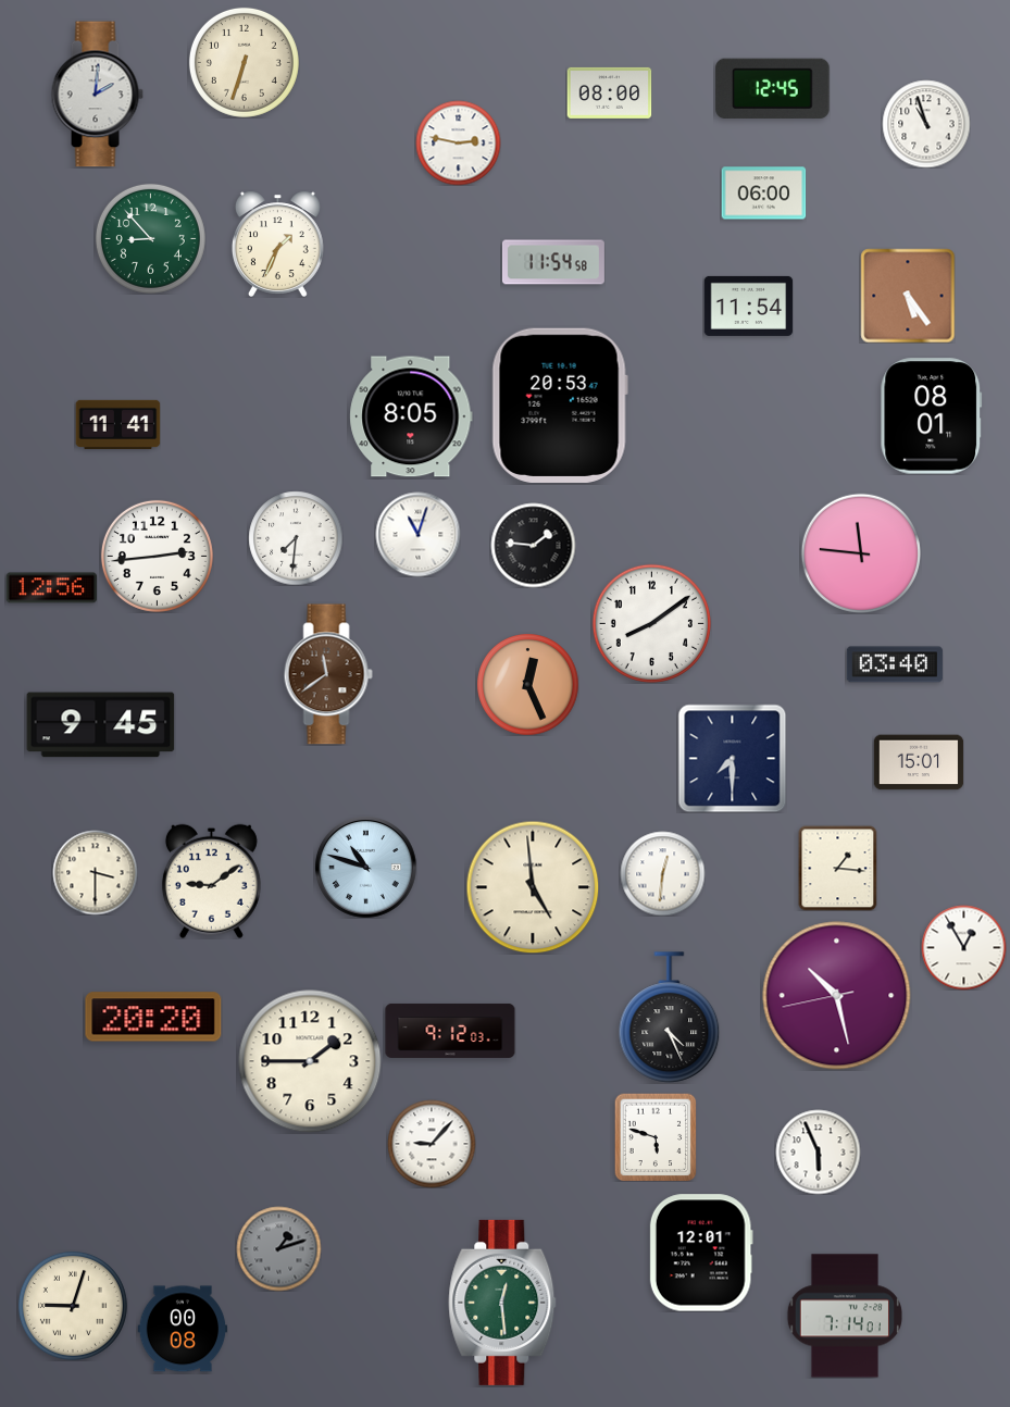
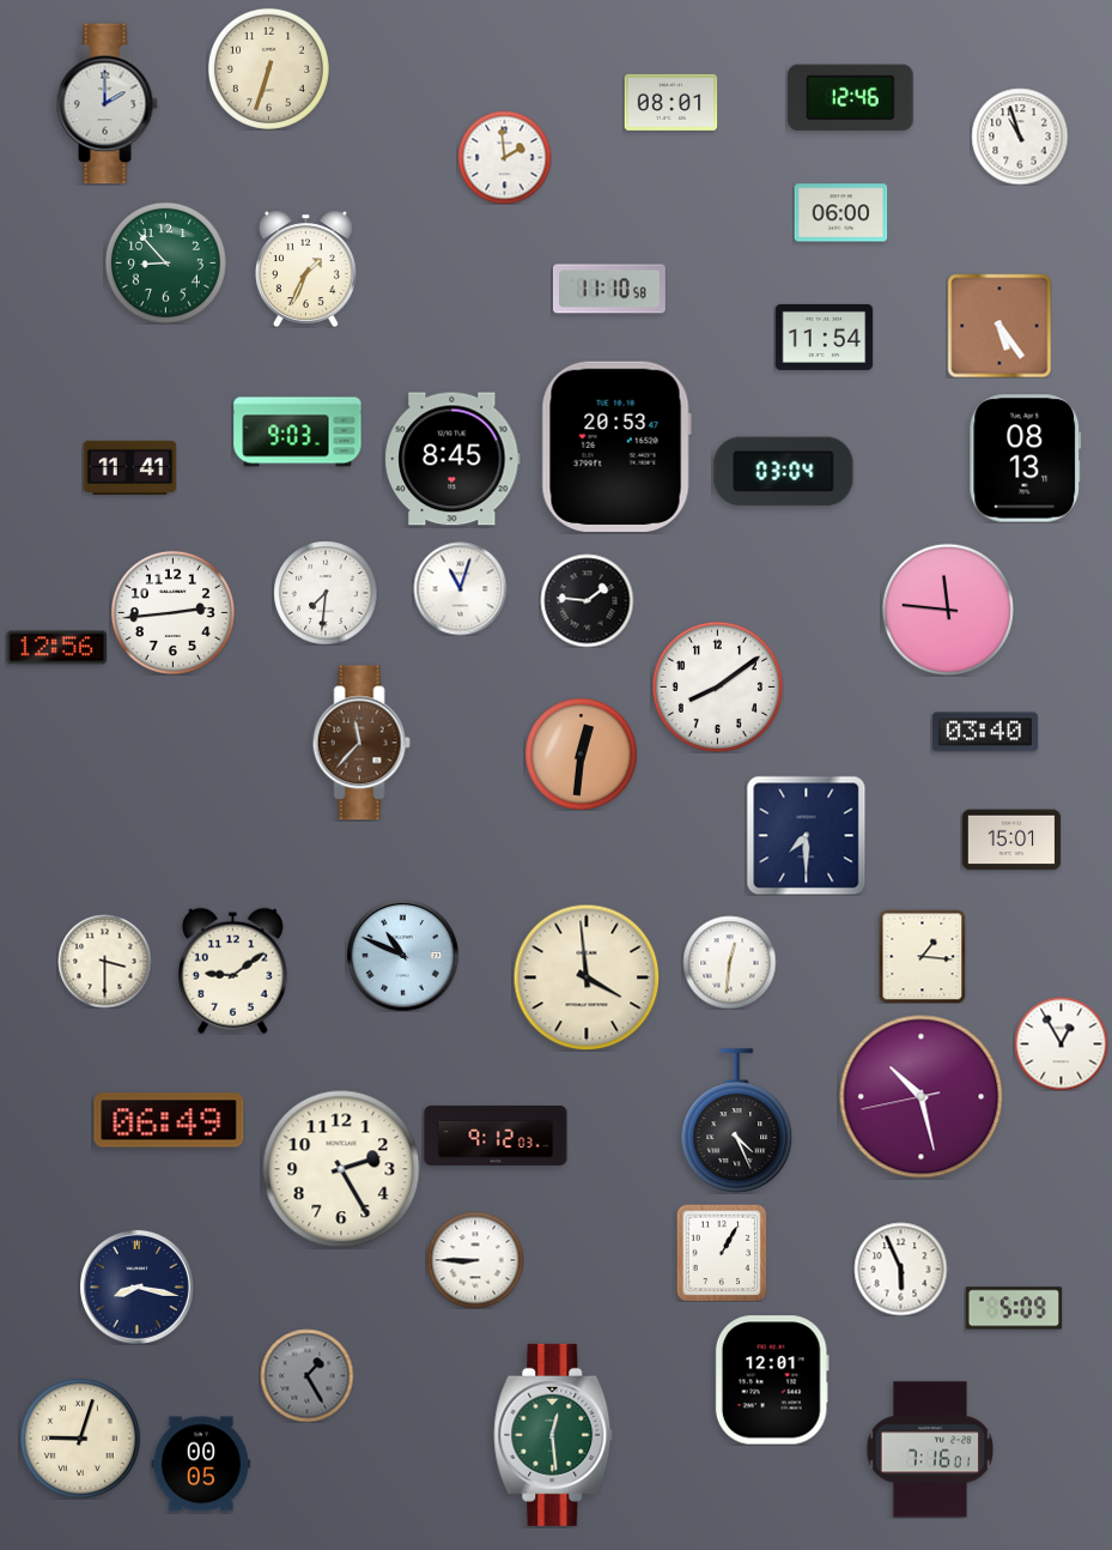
clock at (773, 89): 12:45 -> 12:46
clock at (609, 92): 08:00 -> 08:01
clock at (97, 95): 2:01 -> 2:00
clock at (458, 142): 2:47 -> 1:59
clock at (553, 262): 11:54 -> 11:10
clock at (298, 432): none -> 9:03
clock at (411, 416): 8:05 -> 8:45
clock at (932, 416): 08:01 -> 08:13
clock at (784, 472): none -> 03:04
clock at (328, 674): 11:39 -> 11:37
clock at (527, 684): 12:26 -> 12:31
clock at (101, 725): 9:45 -> none
clock at (366, 868): 10:48 -> 10:49
clock at (533, 887): 4:59 -> 3:59
clock at (153, 1017): 20:20 -> 06:49
clock at (310, 1061): 1:45 -> 2:25
clock at (656, 1137): 5:48 -> 1:05
clock at (432, 1144): 9:07 -> 8:45
clock at (136, 1286): none -> 8:17
clock at (1014, 1308): none -> 5:09
clock at (278, 1248): 1:12 -> 1:25
clock at (844, 1316): 7:14 -> 7:16
clock at (183, 1329): 00:08 -> 00:05
